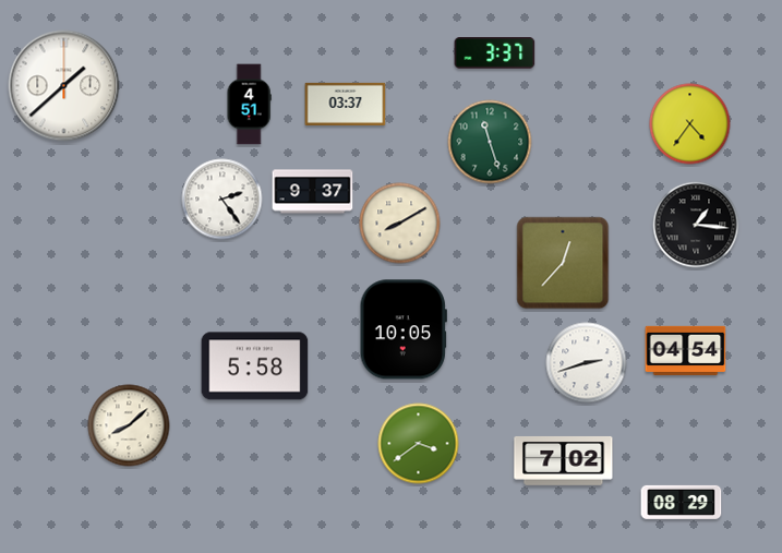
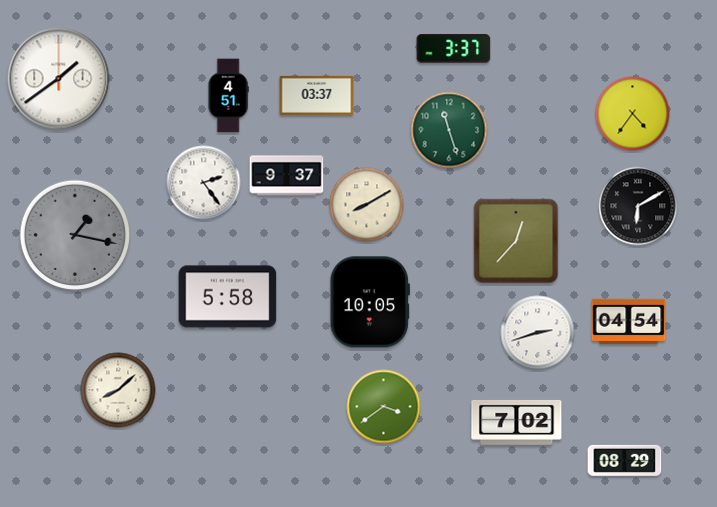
clock at (64, 86): 1:38 -> 1:39
clock at (696, 225): 1:16 -> 6:10
clock at (75, 235): none -> 1:17
clock at (255, 366) position: (255, 366) -> (228, 297)
